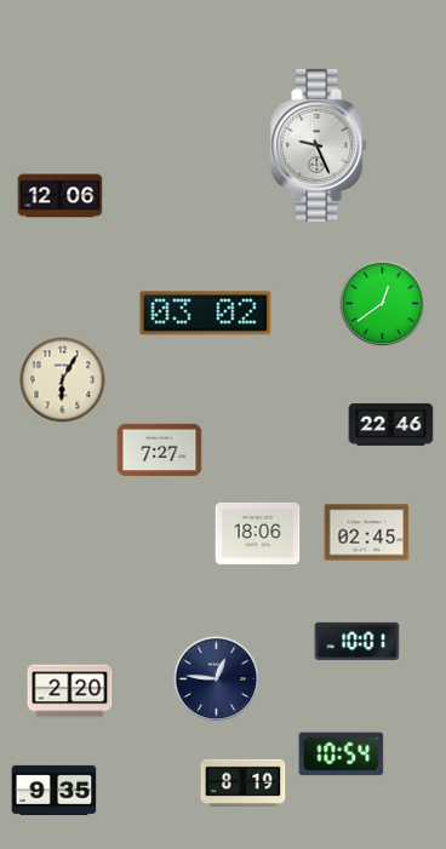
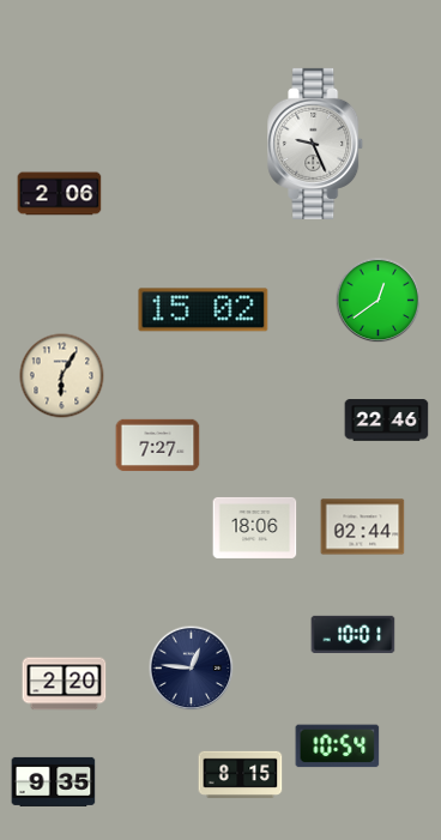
clock at (61, 196): 12:06 -> 2:06
clock at (206, 314): 03:02 -> 15:02
clock at (367, 533): 02:45 -> 02:44
clock at (217, 679) position: (217, 679) -> (192, 669)
clock at (70, 692) position: (70, 692) -> (65, 684)
clock at (244, 782): 8:19 -> 8:15
